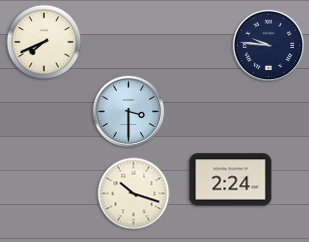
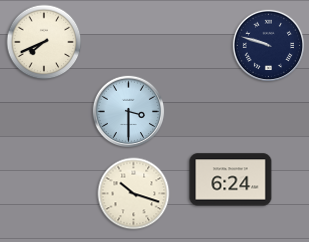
clock at (269, 46): 9:46 -> 9:48
clock at (231, 180): 2:24 -> 6:24
